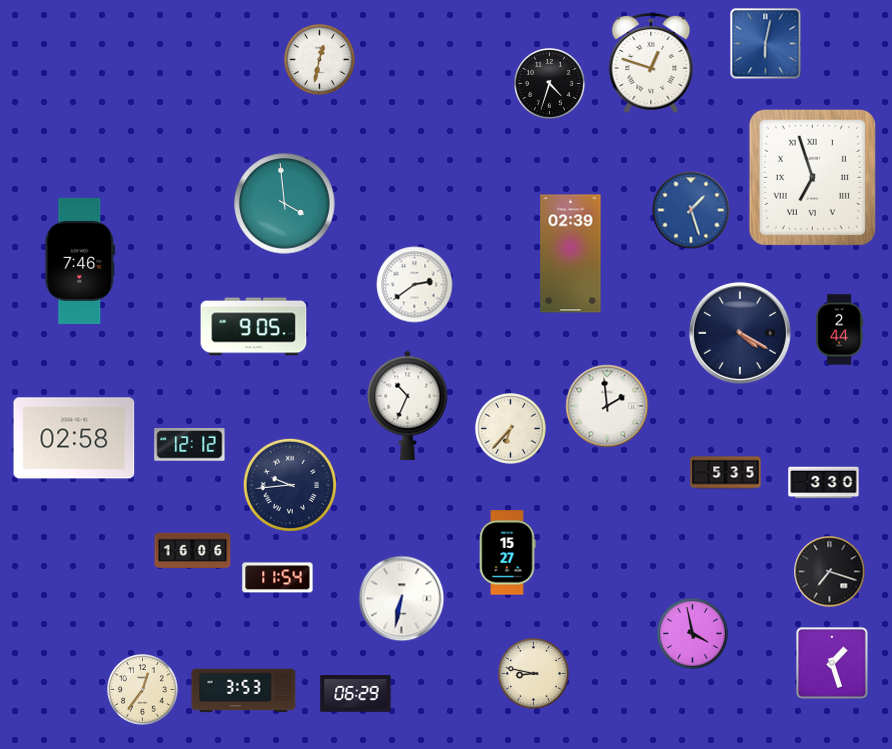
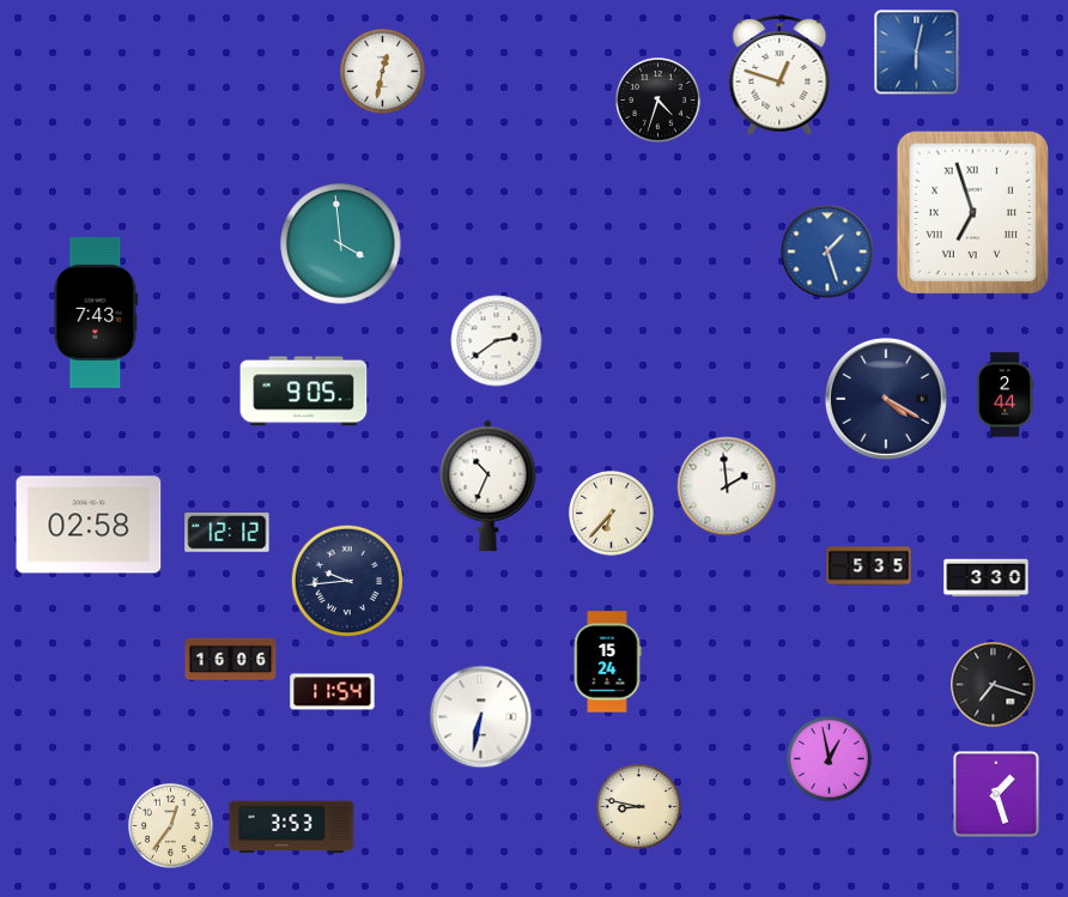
clock at (571, 254): 02:39 -> none
clock at (80, 261): 7:46 -> 7:43
clock at (507, 553): 15:27 -> 15:24
clock at (693, 634): 3:58 -> 12:58
clock at (356, 694): 06:29 -> none
